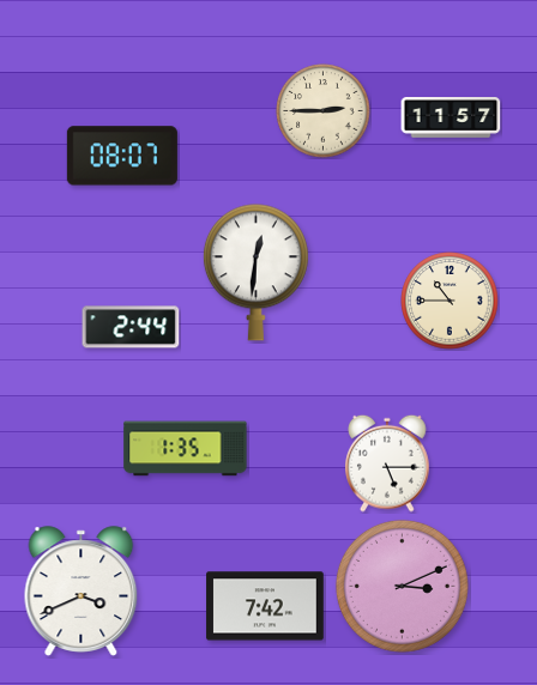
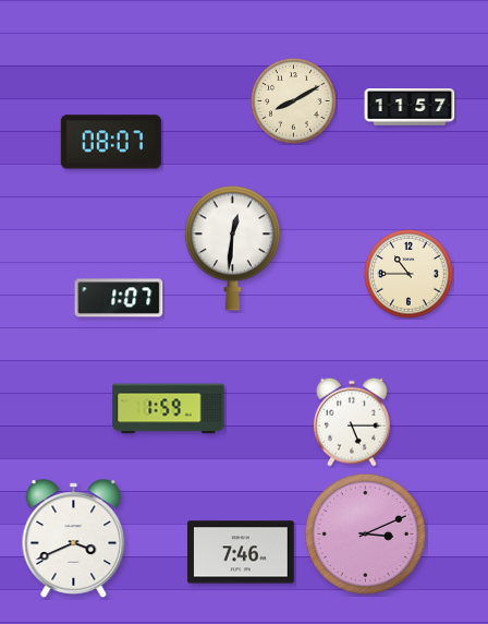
clock at (324, 111): 2:45 -> 8:10
clock at (131, 327): 2:44 -> 1:07
clock at (186, 449): 1:35 -> 1:59
clock at (265, 606): 7:42 -> 7:46
